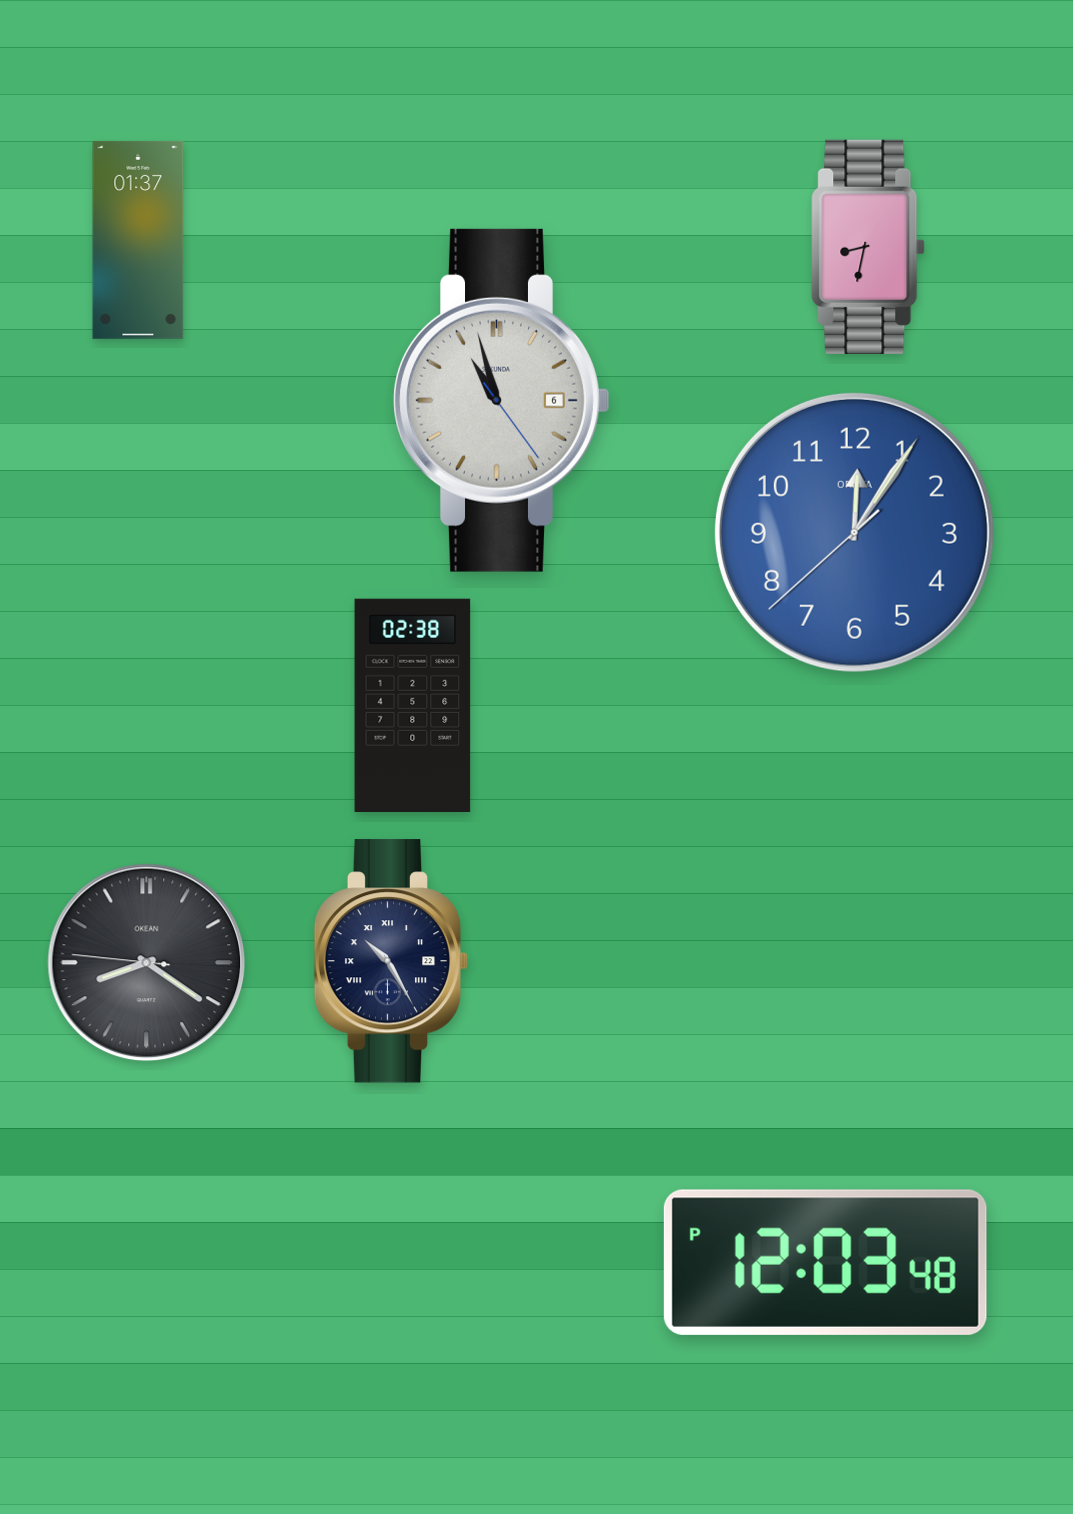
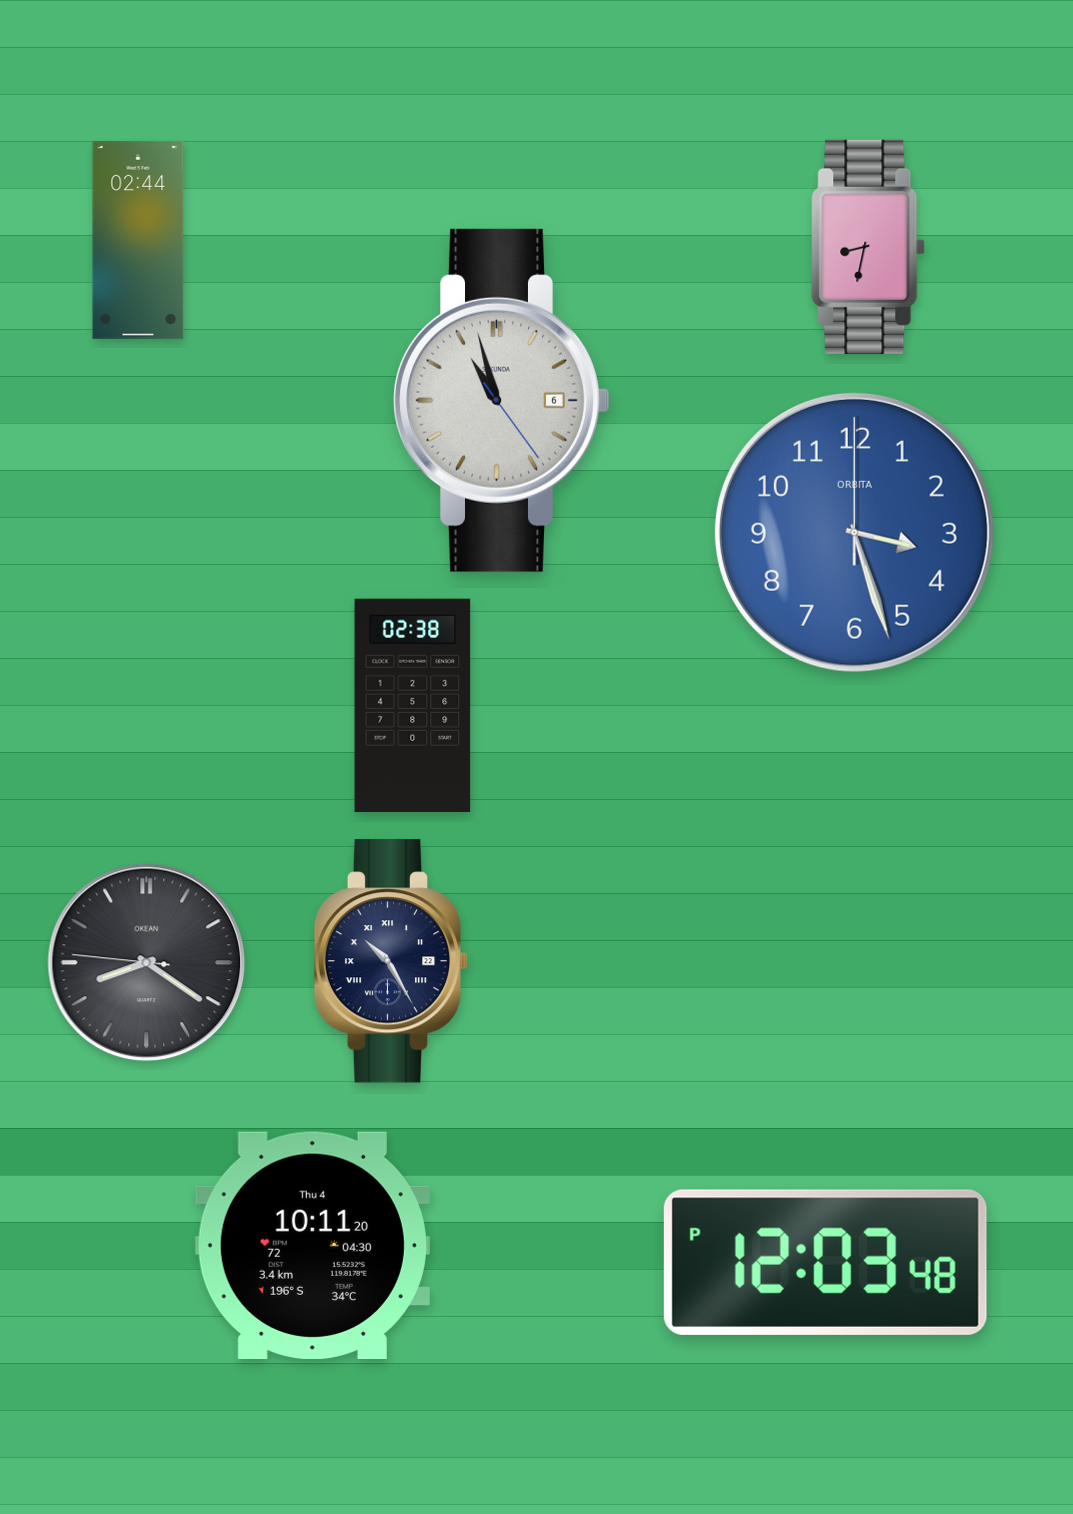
clock at (138, 240): 01:37 -> 02:44
clock at (854, 532): 12:05 -> 3:27
clock at (312, 1245): none -> 10:11
